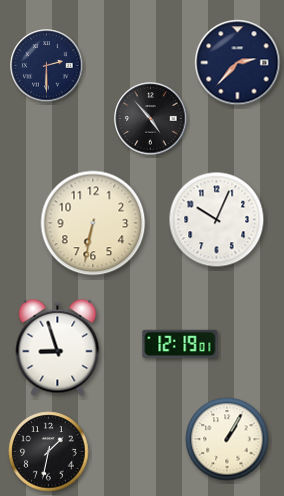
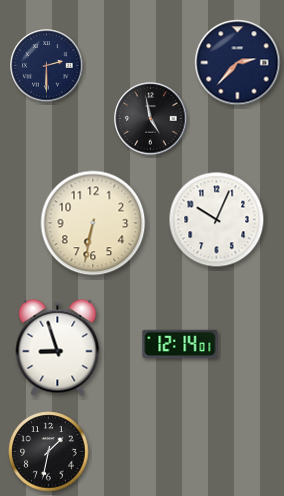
clock at (151, 119): 4:53 -> 4:58
clock at (180, 344): 12:19 -> 12:14
clock at (227, 439): 1:05 -> none
